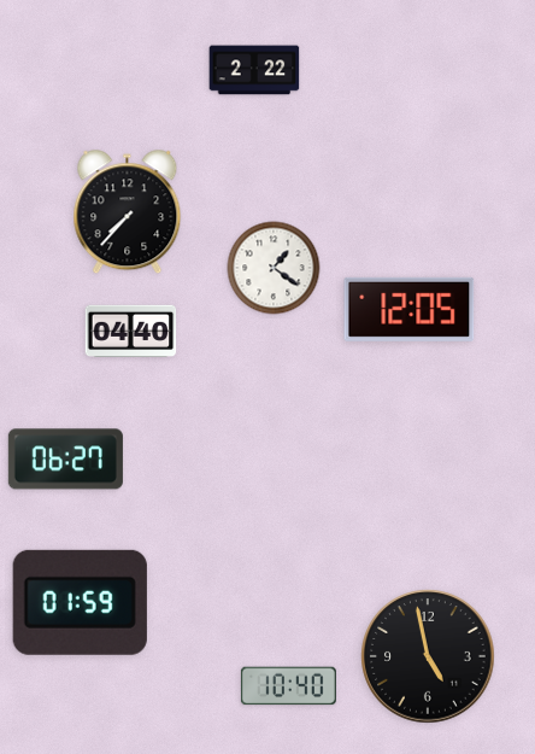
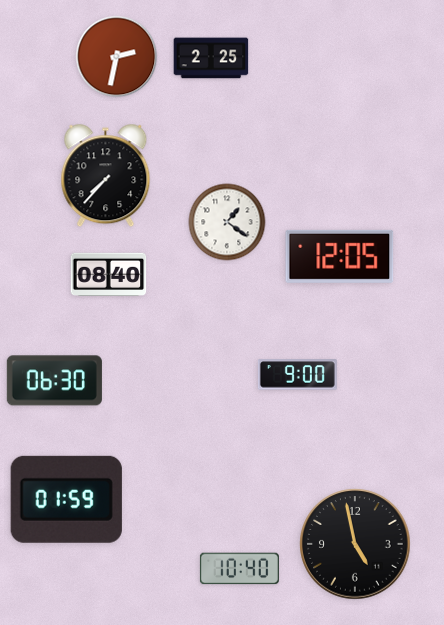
clock at (117, 57): none -> 2:32
clock at (254, 70): 2:22 -> 2:25
clock at (131, 331): 04:40 -> 08:40
clock at (297, 375): none -> 9:00
clock at (65, 460): 06:27 -> 06:30
